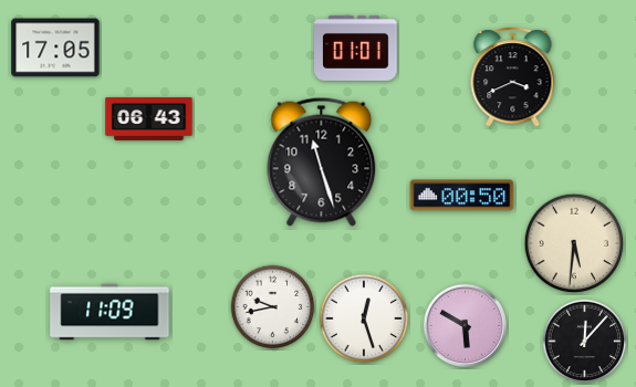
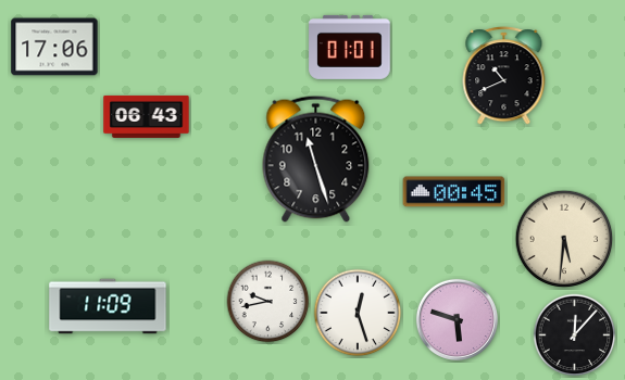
clock at (55, 48): 17:05 -> 17:06
clock at (513, 77): 3:41 -> 10:41
clock at (462, 196): 00:50 -> 00:45
clock at (465, 325): 5:50 -> 5:48
